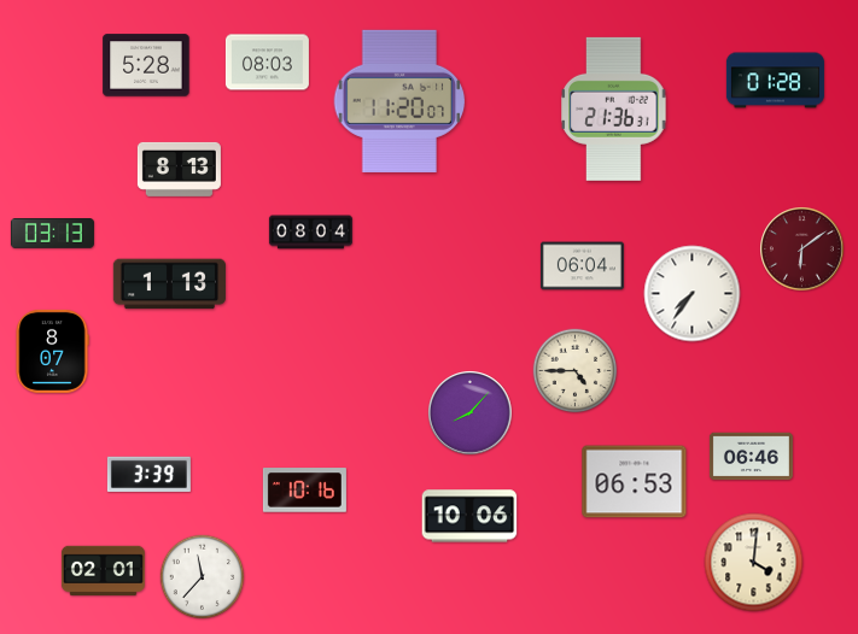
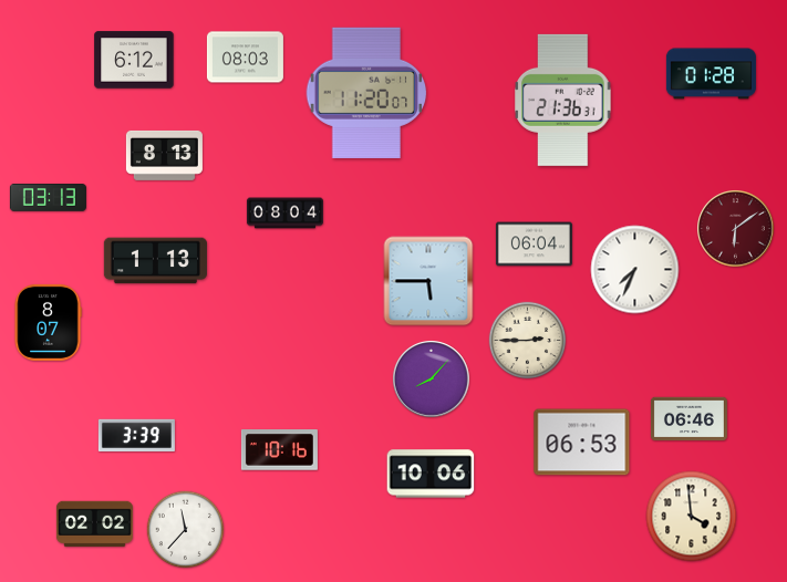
clock at (146, 65): 5:28 -> 6:12
clock at (52, 234) position: (52, 234) -> (48, 198)
clock at (693, 294): 7:36 -> 7:34
clock at (428, 281): none -> 5:45
clock at (576, 371): 4:45 -> 2:45
clock at (754, 563): 4:01 -> 3:59
clock at (103, 571): 02:01 -> 02:02
